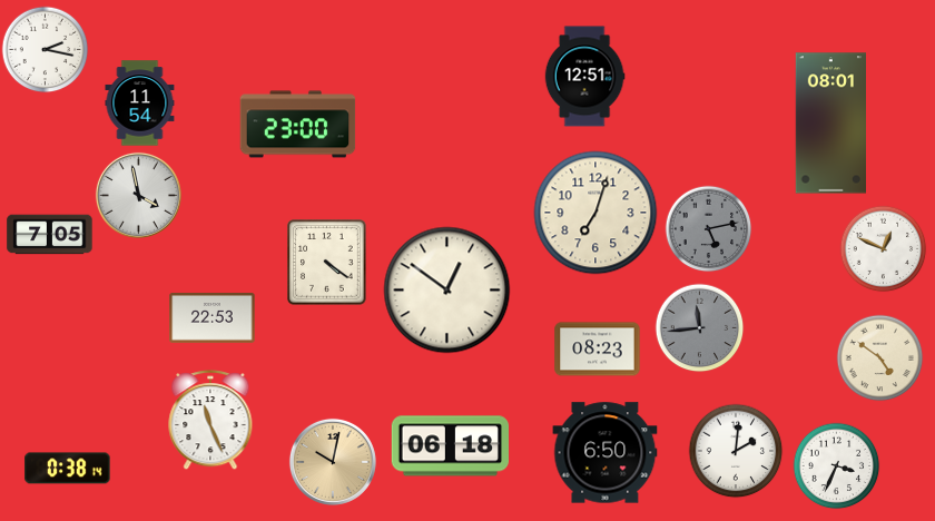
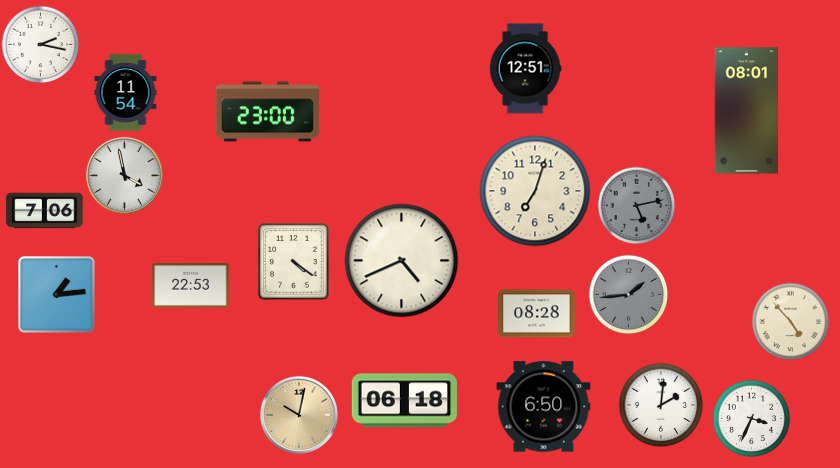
clock at (50, 235): 7:05 -> 7:06
clock at (883, 248): 12:49 -> none
clock at (327, 263) position: (327, 263) -> (294, 262)
clock at (447, 291): 12:51 -> 4:41
clock at (699, 327): 11:44 -> 1:44
clock at (57, 295): none -> 1:14
clock at (598, 350): 08:23 -> 08:28
clock at (879, 357): 4:51 -> 4:53
clock at (210, 420): 11:26 -> none
clock at (68, 469): 0:38 -> none
